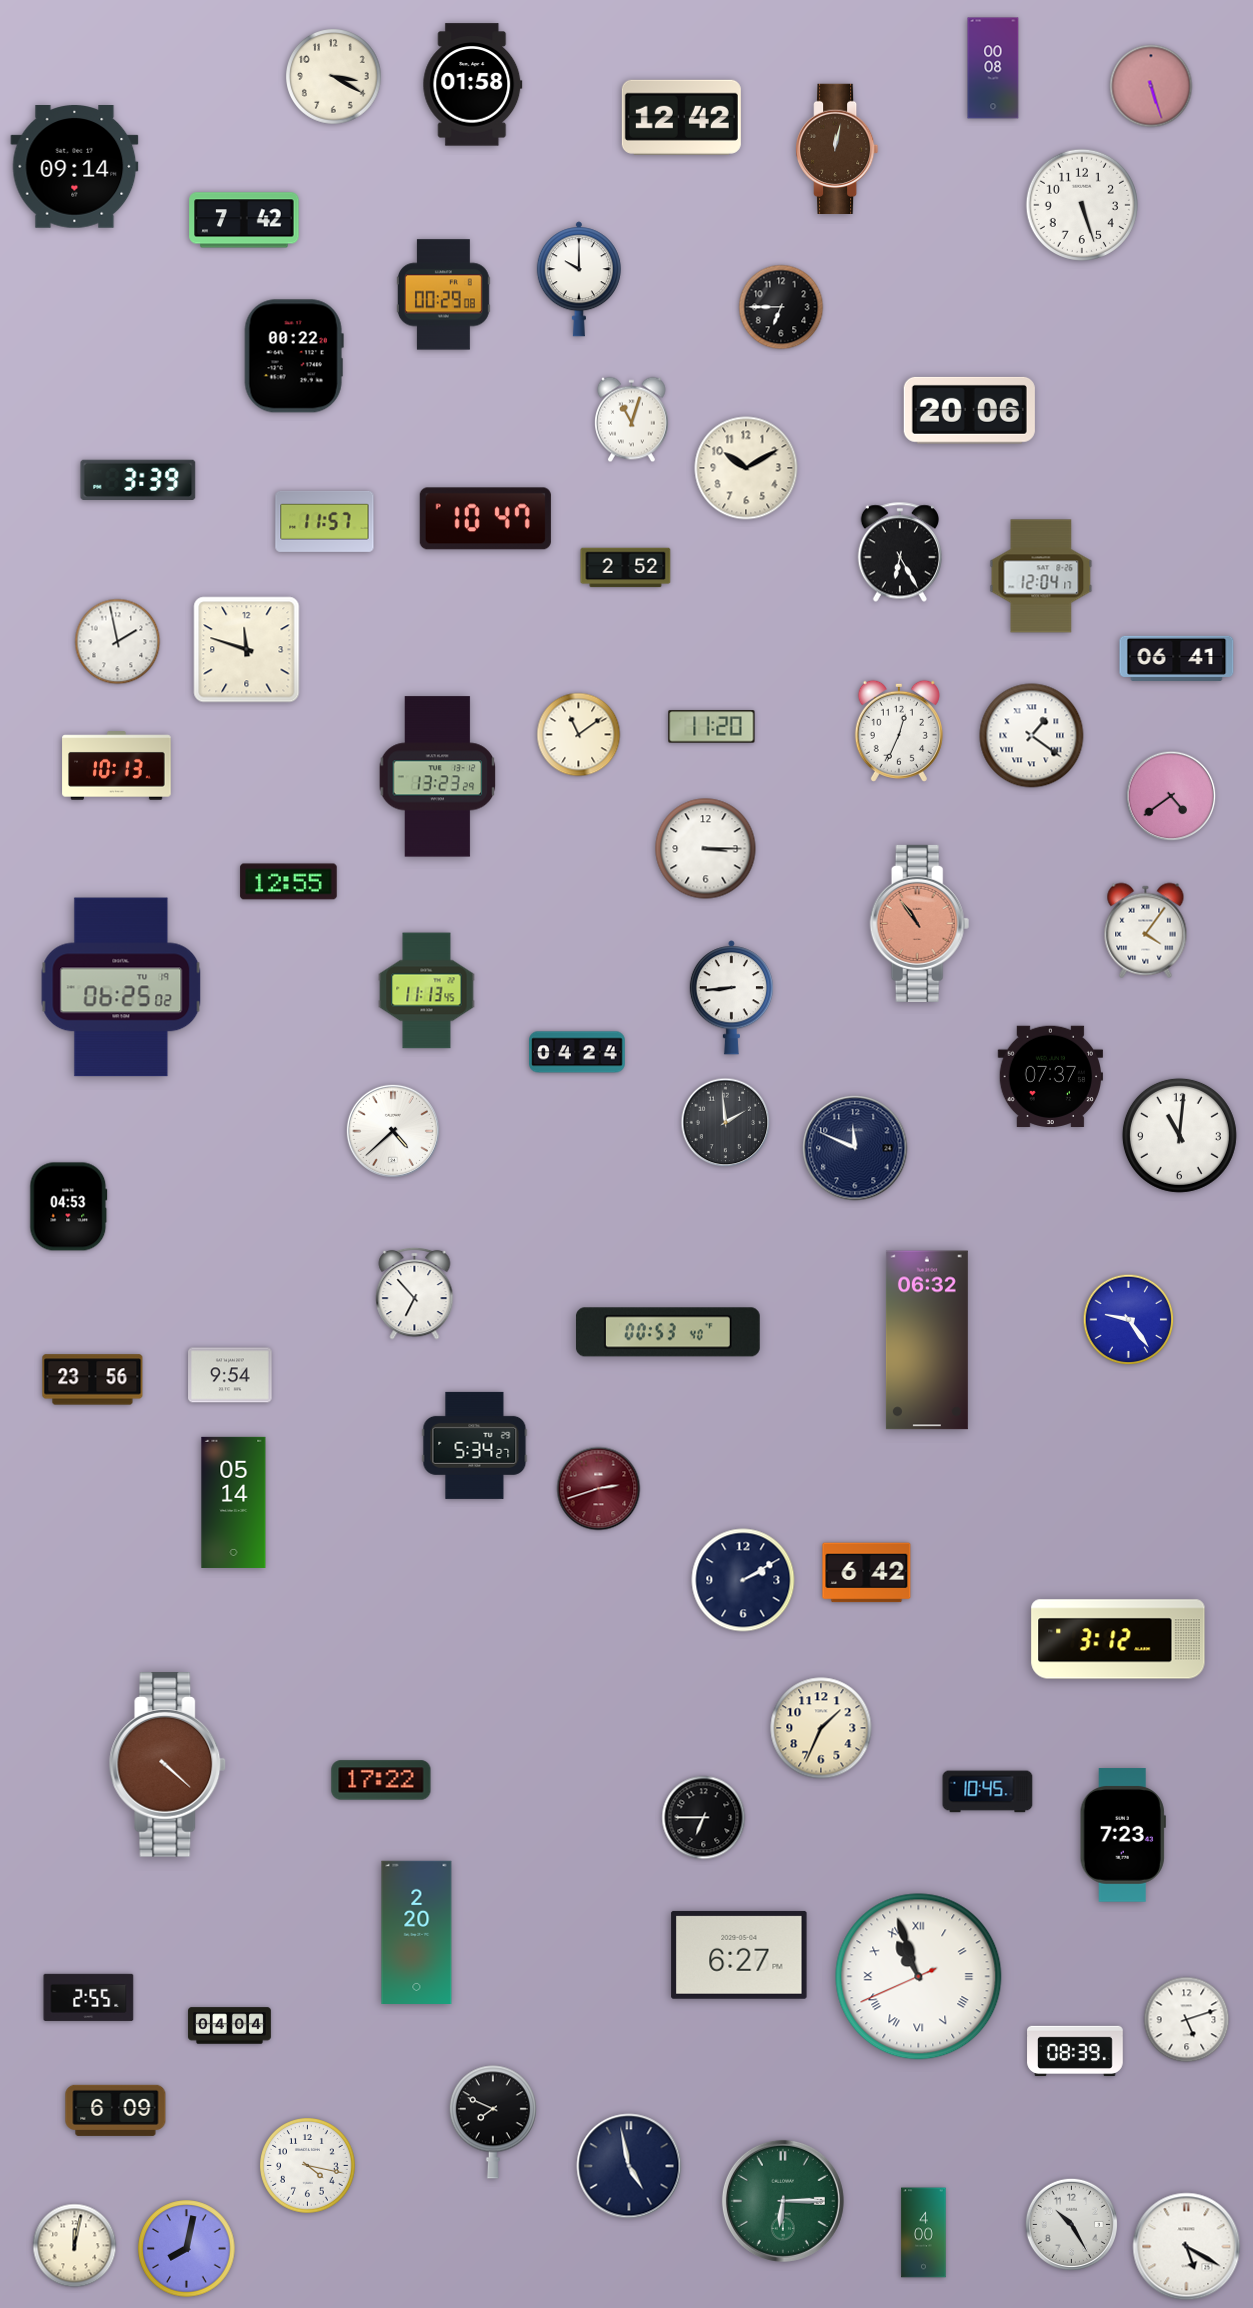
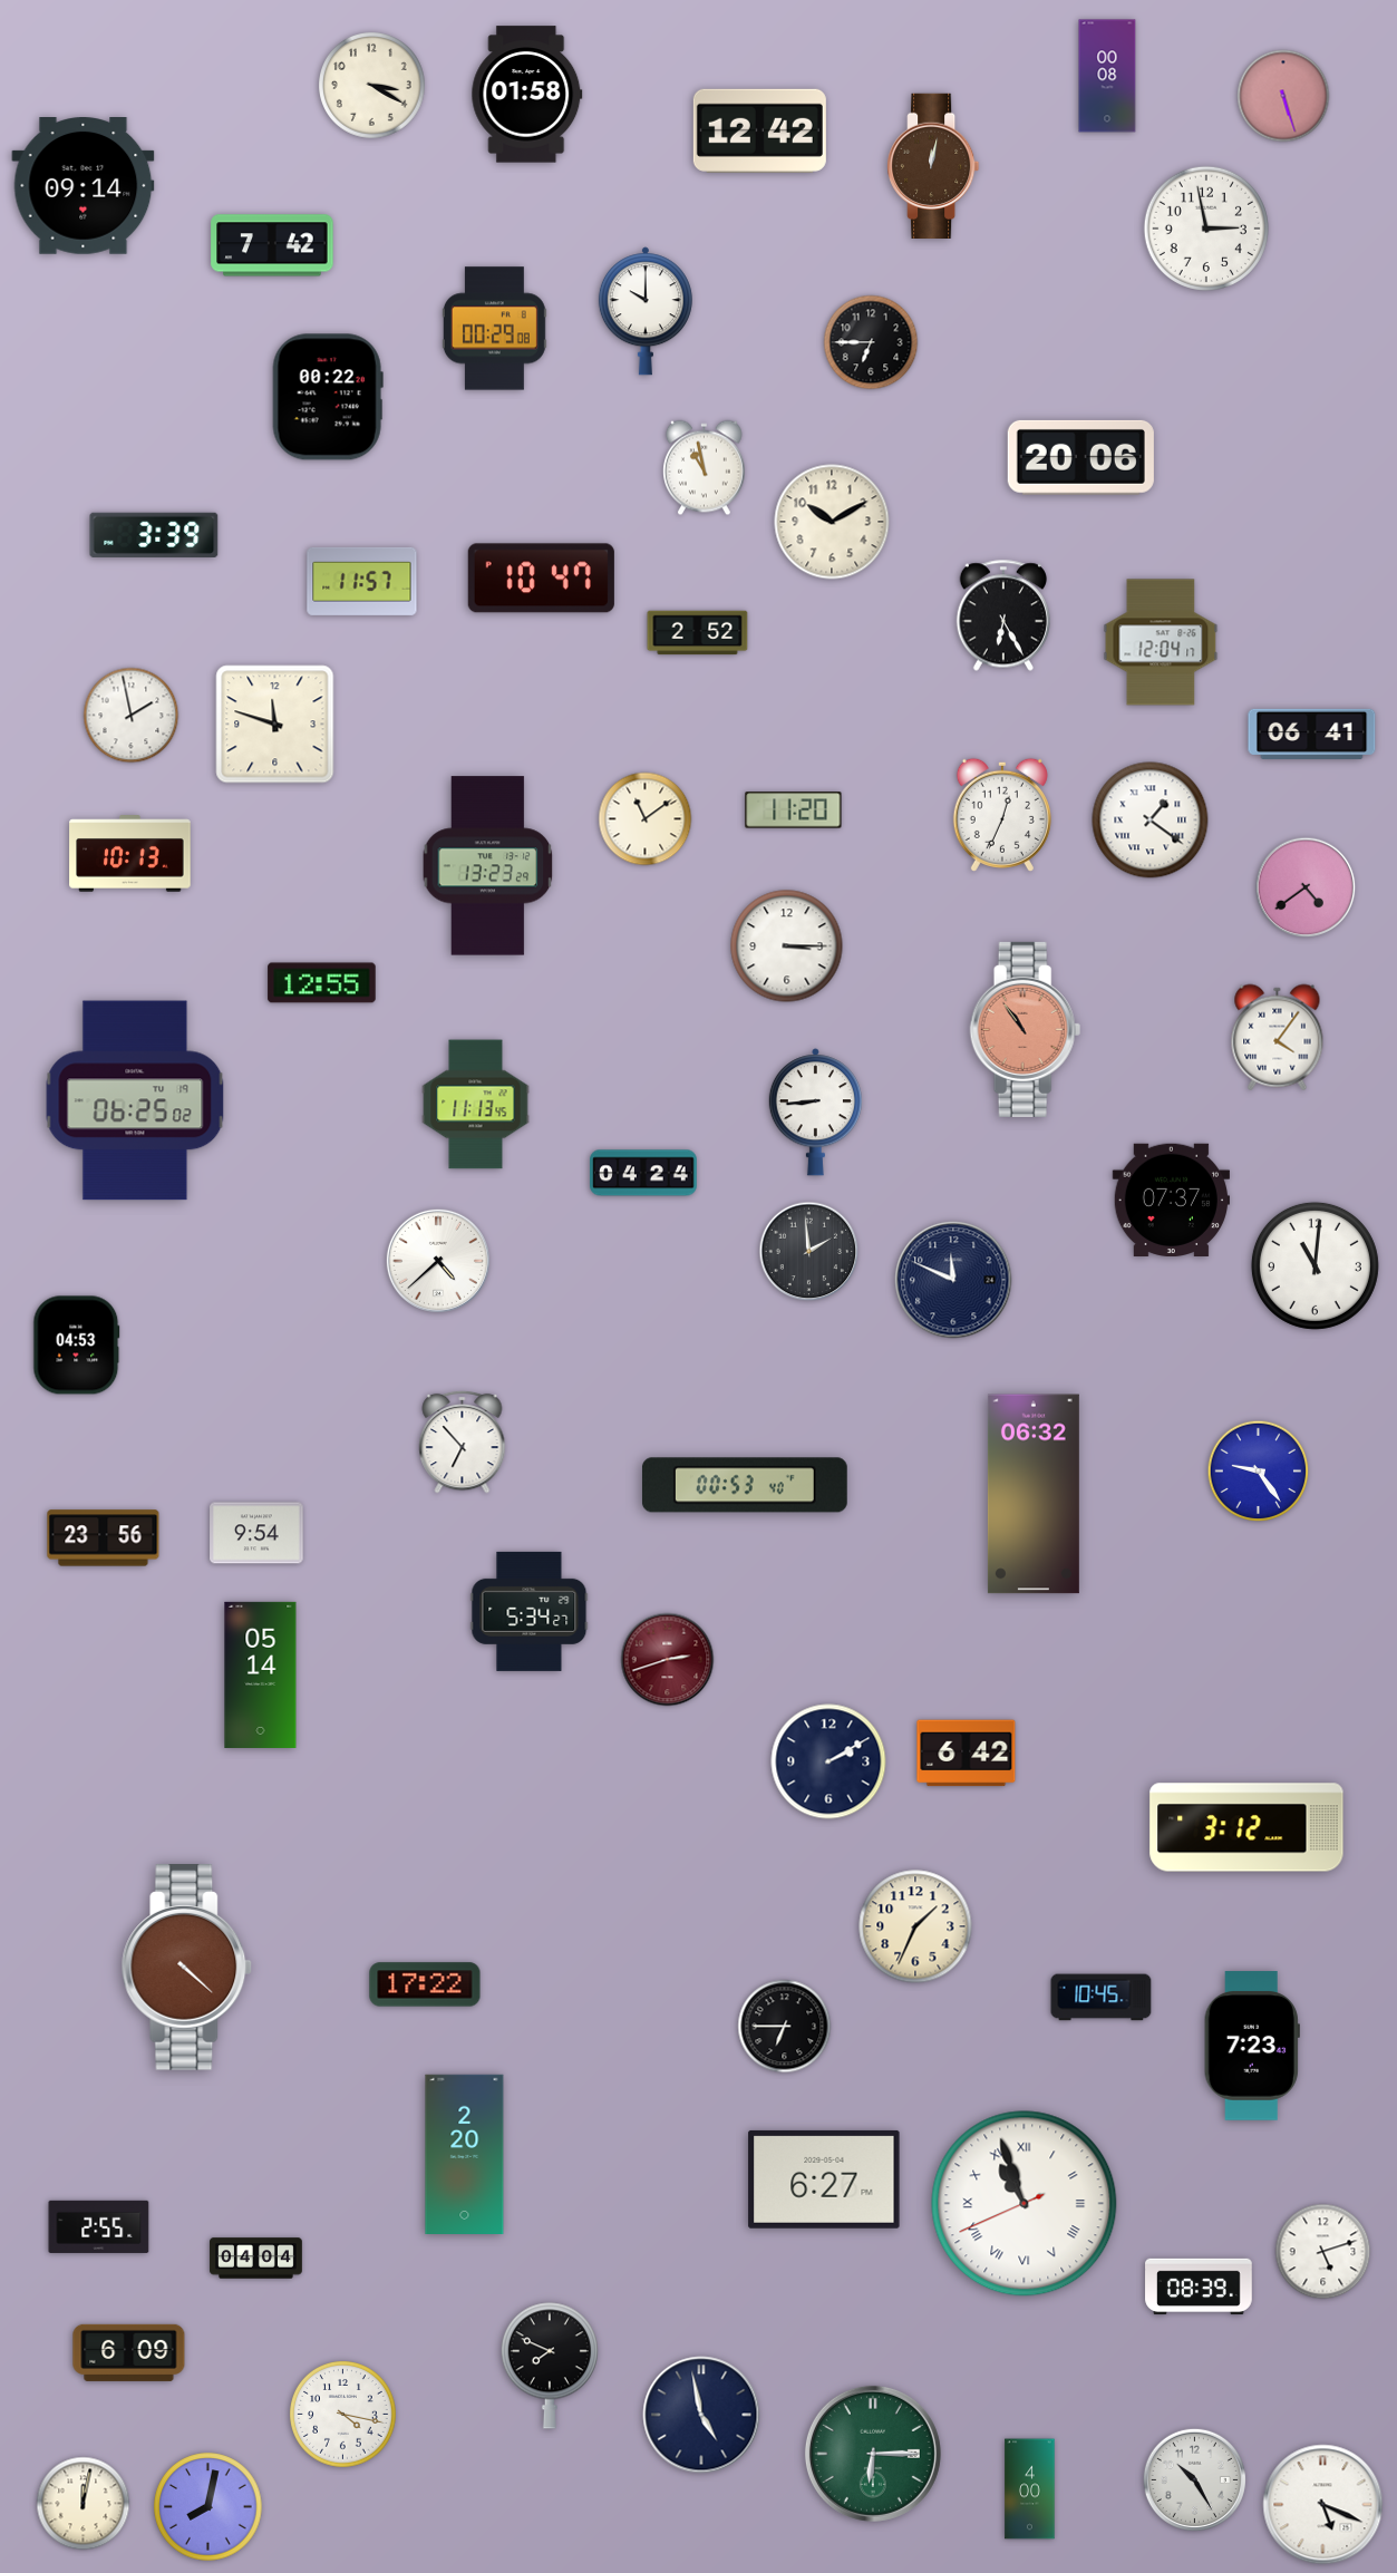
clock at (1081, 204): 5:27 -> 2:58
clock at (632, 420): 11:03 -> 10:58
clock at (1187, 2247): 5:20 -> 5:19
